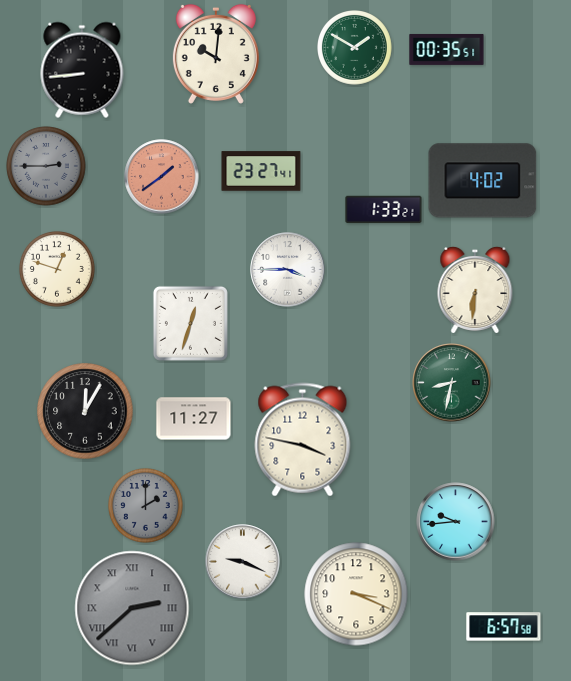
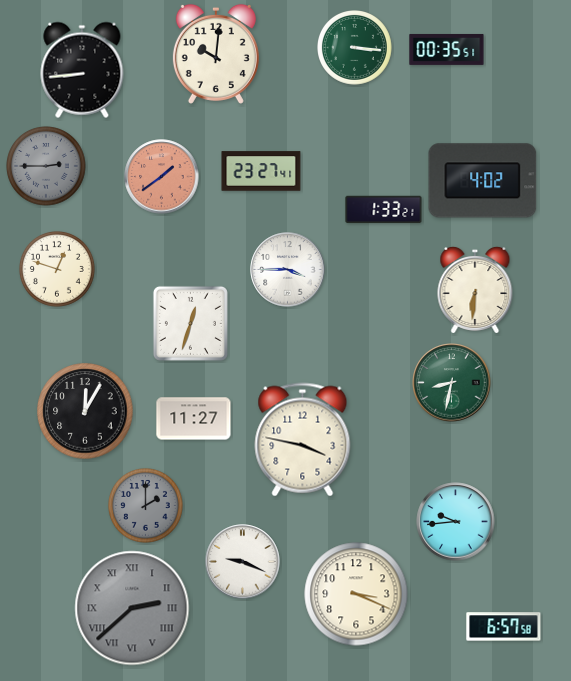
clock at (355, 48): 1:50 -> 3:16
